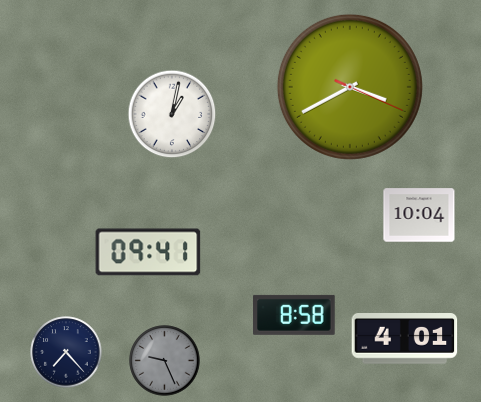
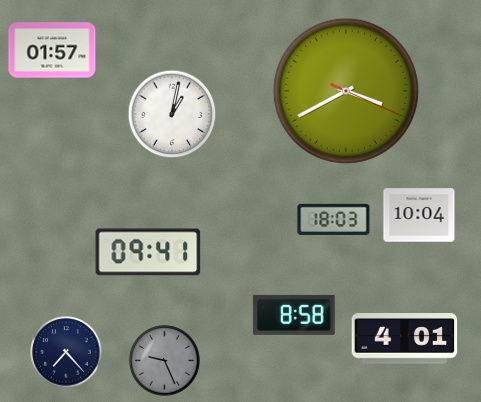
clock at (52, 50): none -> 01:57
clock at (350, 87) position: (350, 87) -> (346, 91)
clock at (334, 219): none -> 18:03
